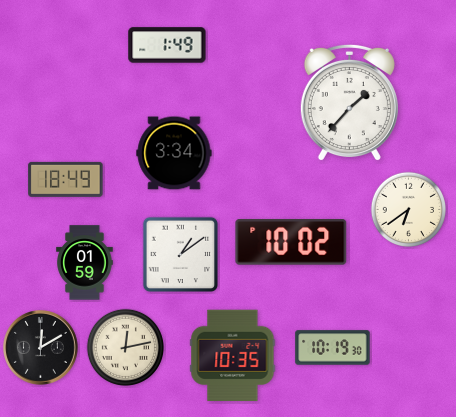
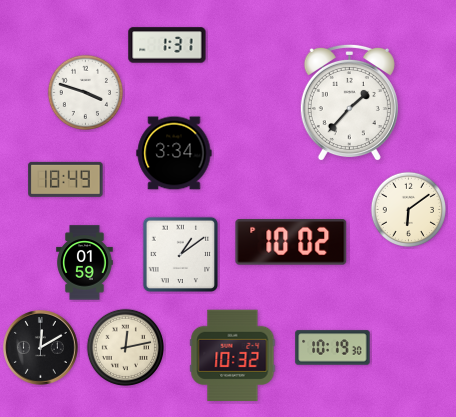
clock at (167, 45): 1:49 -> 1:31
clock at (85, 92): none -> 3:48
clock at (408, 209): 6:39 -> 6:09
clock at (233, 356): 10:35 -> 10:32
